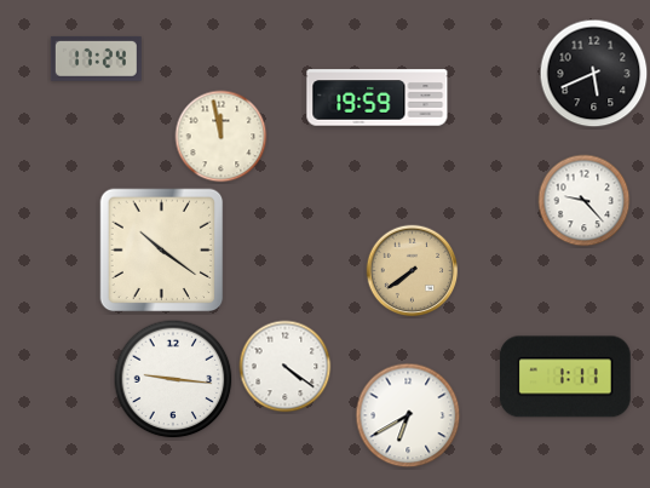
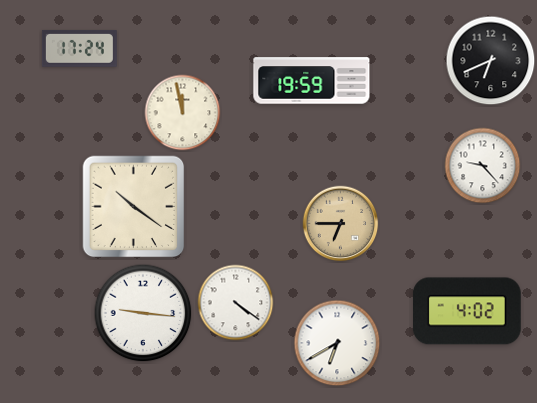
clock at (594, 74): 5:41 -> 6:41
clock at (413, 271): 7:39 -> 6:45
clock at (566, 377): 1:11 -> 4:02
